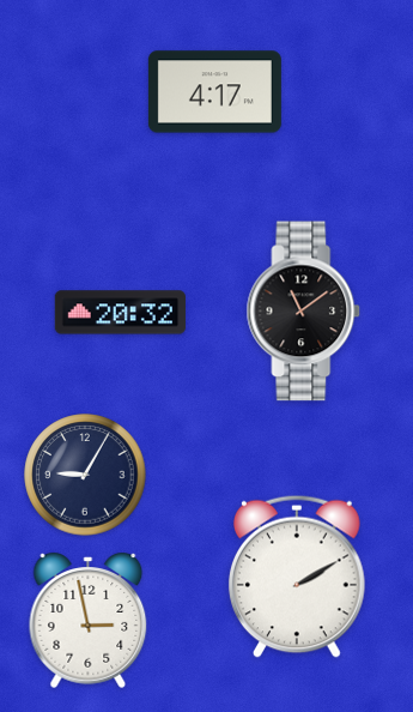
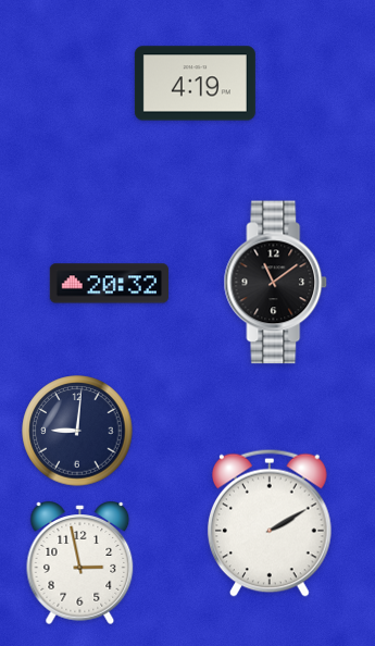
clock at (214, 92): 4:17 -> 4:19
clock at (85, 475): 9:05 -> 9:01
